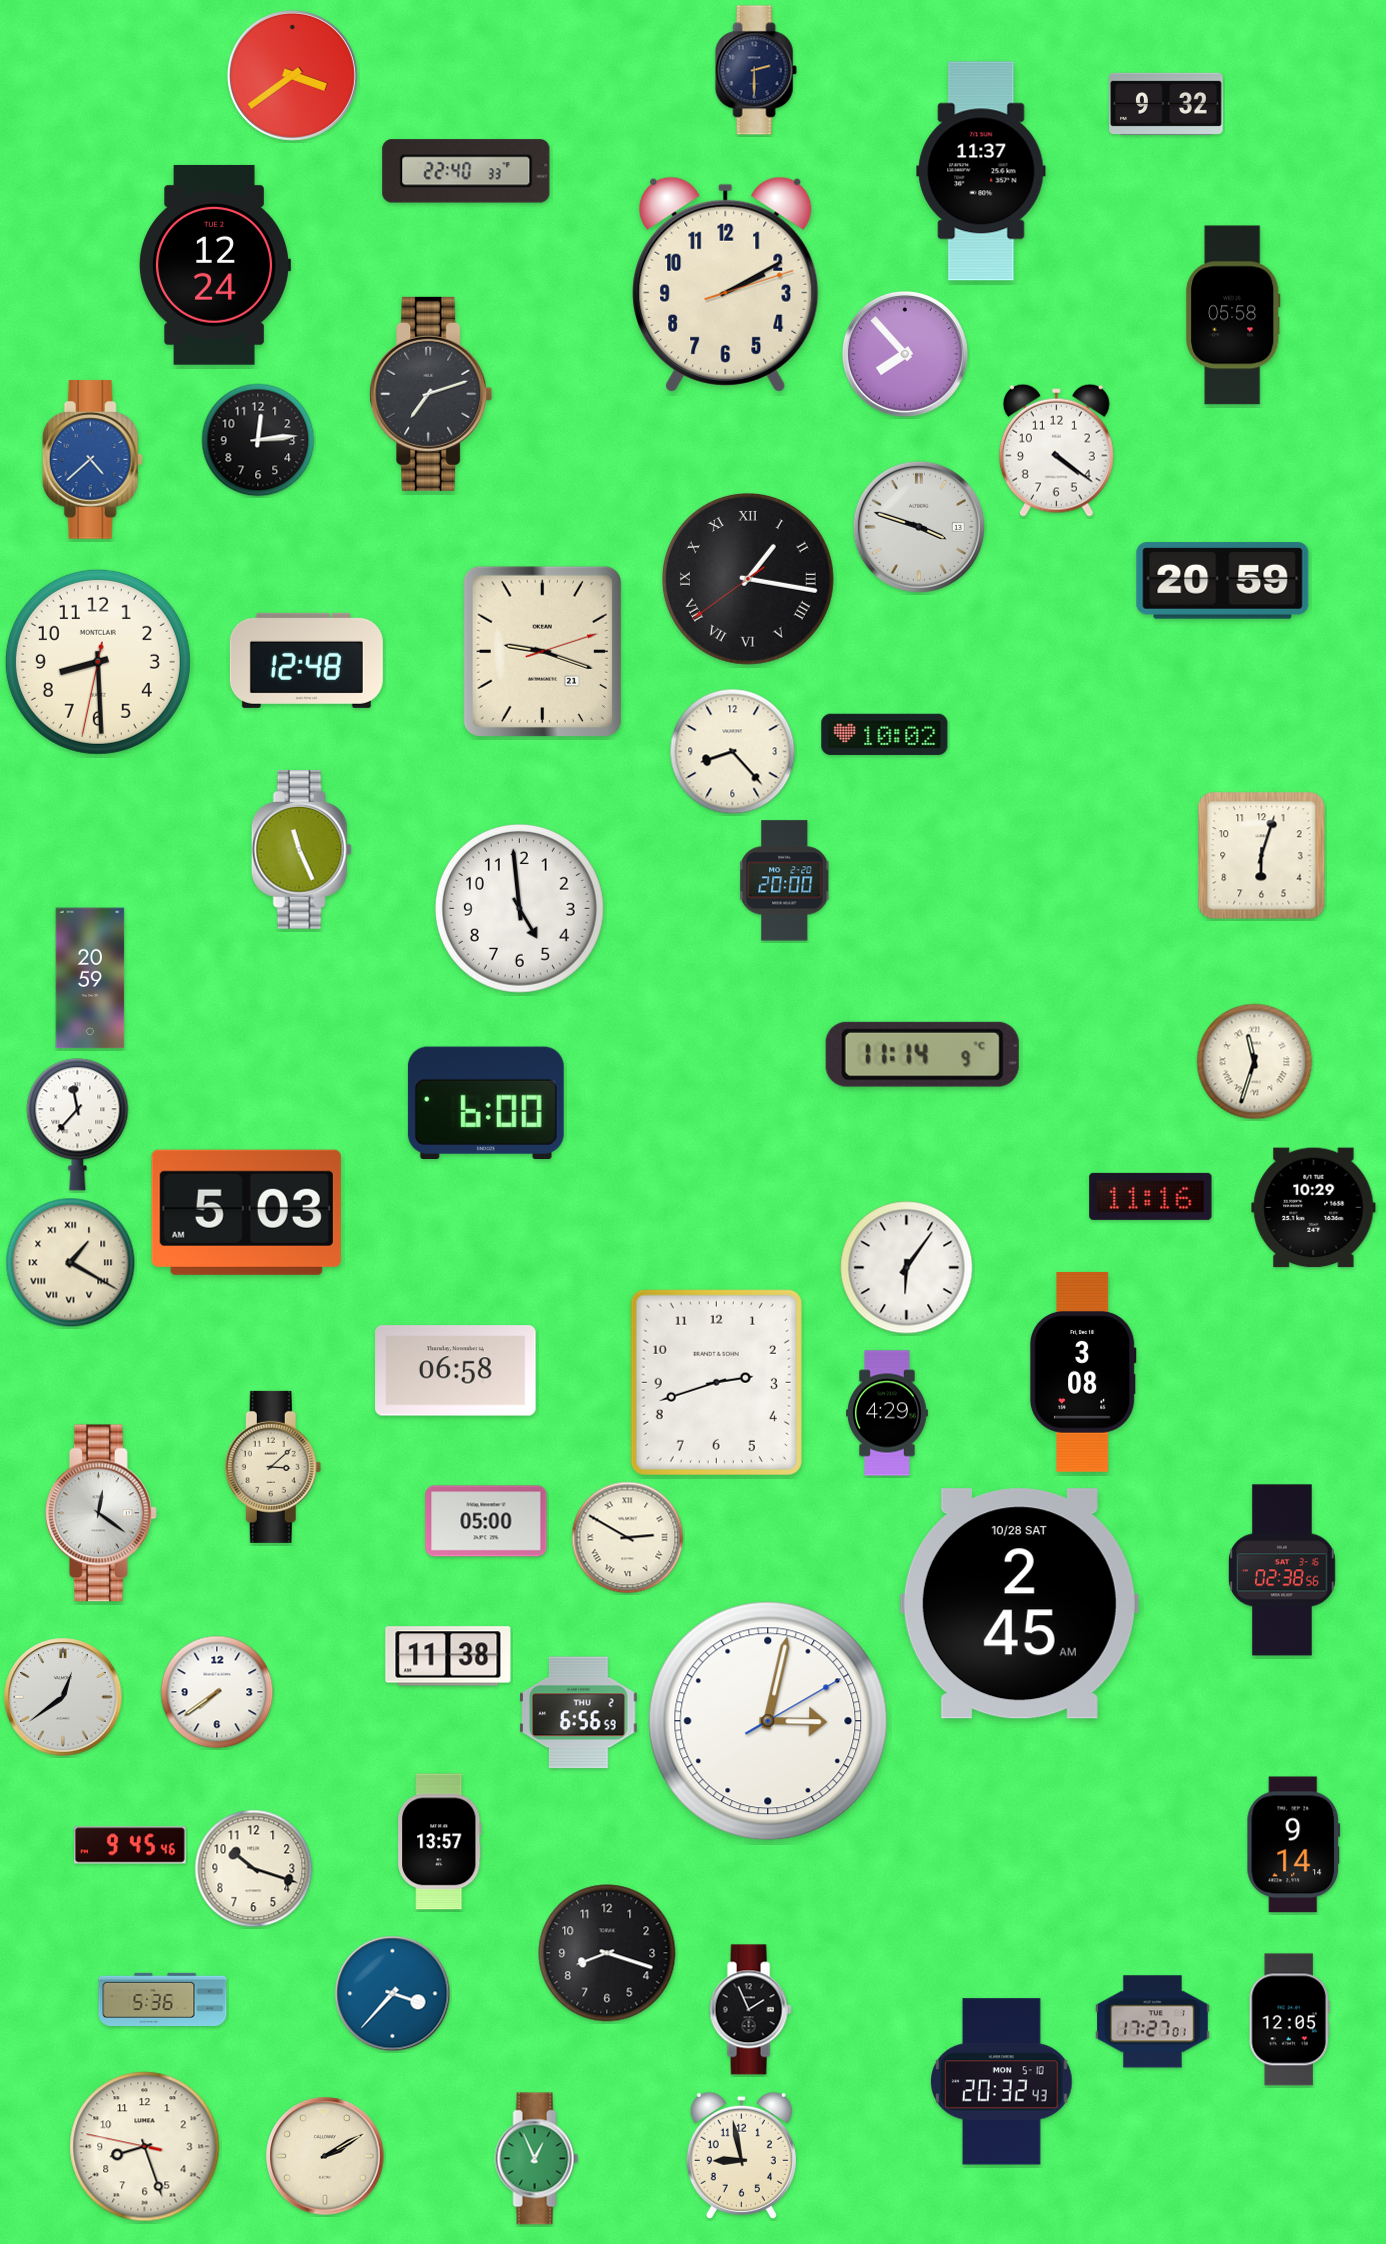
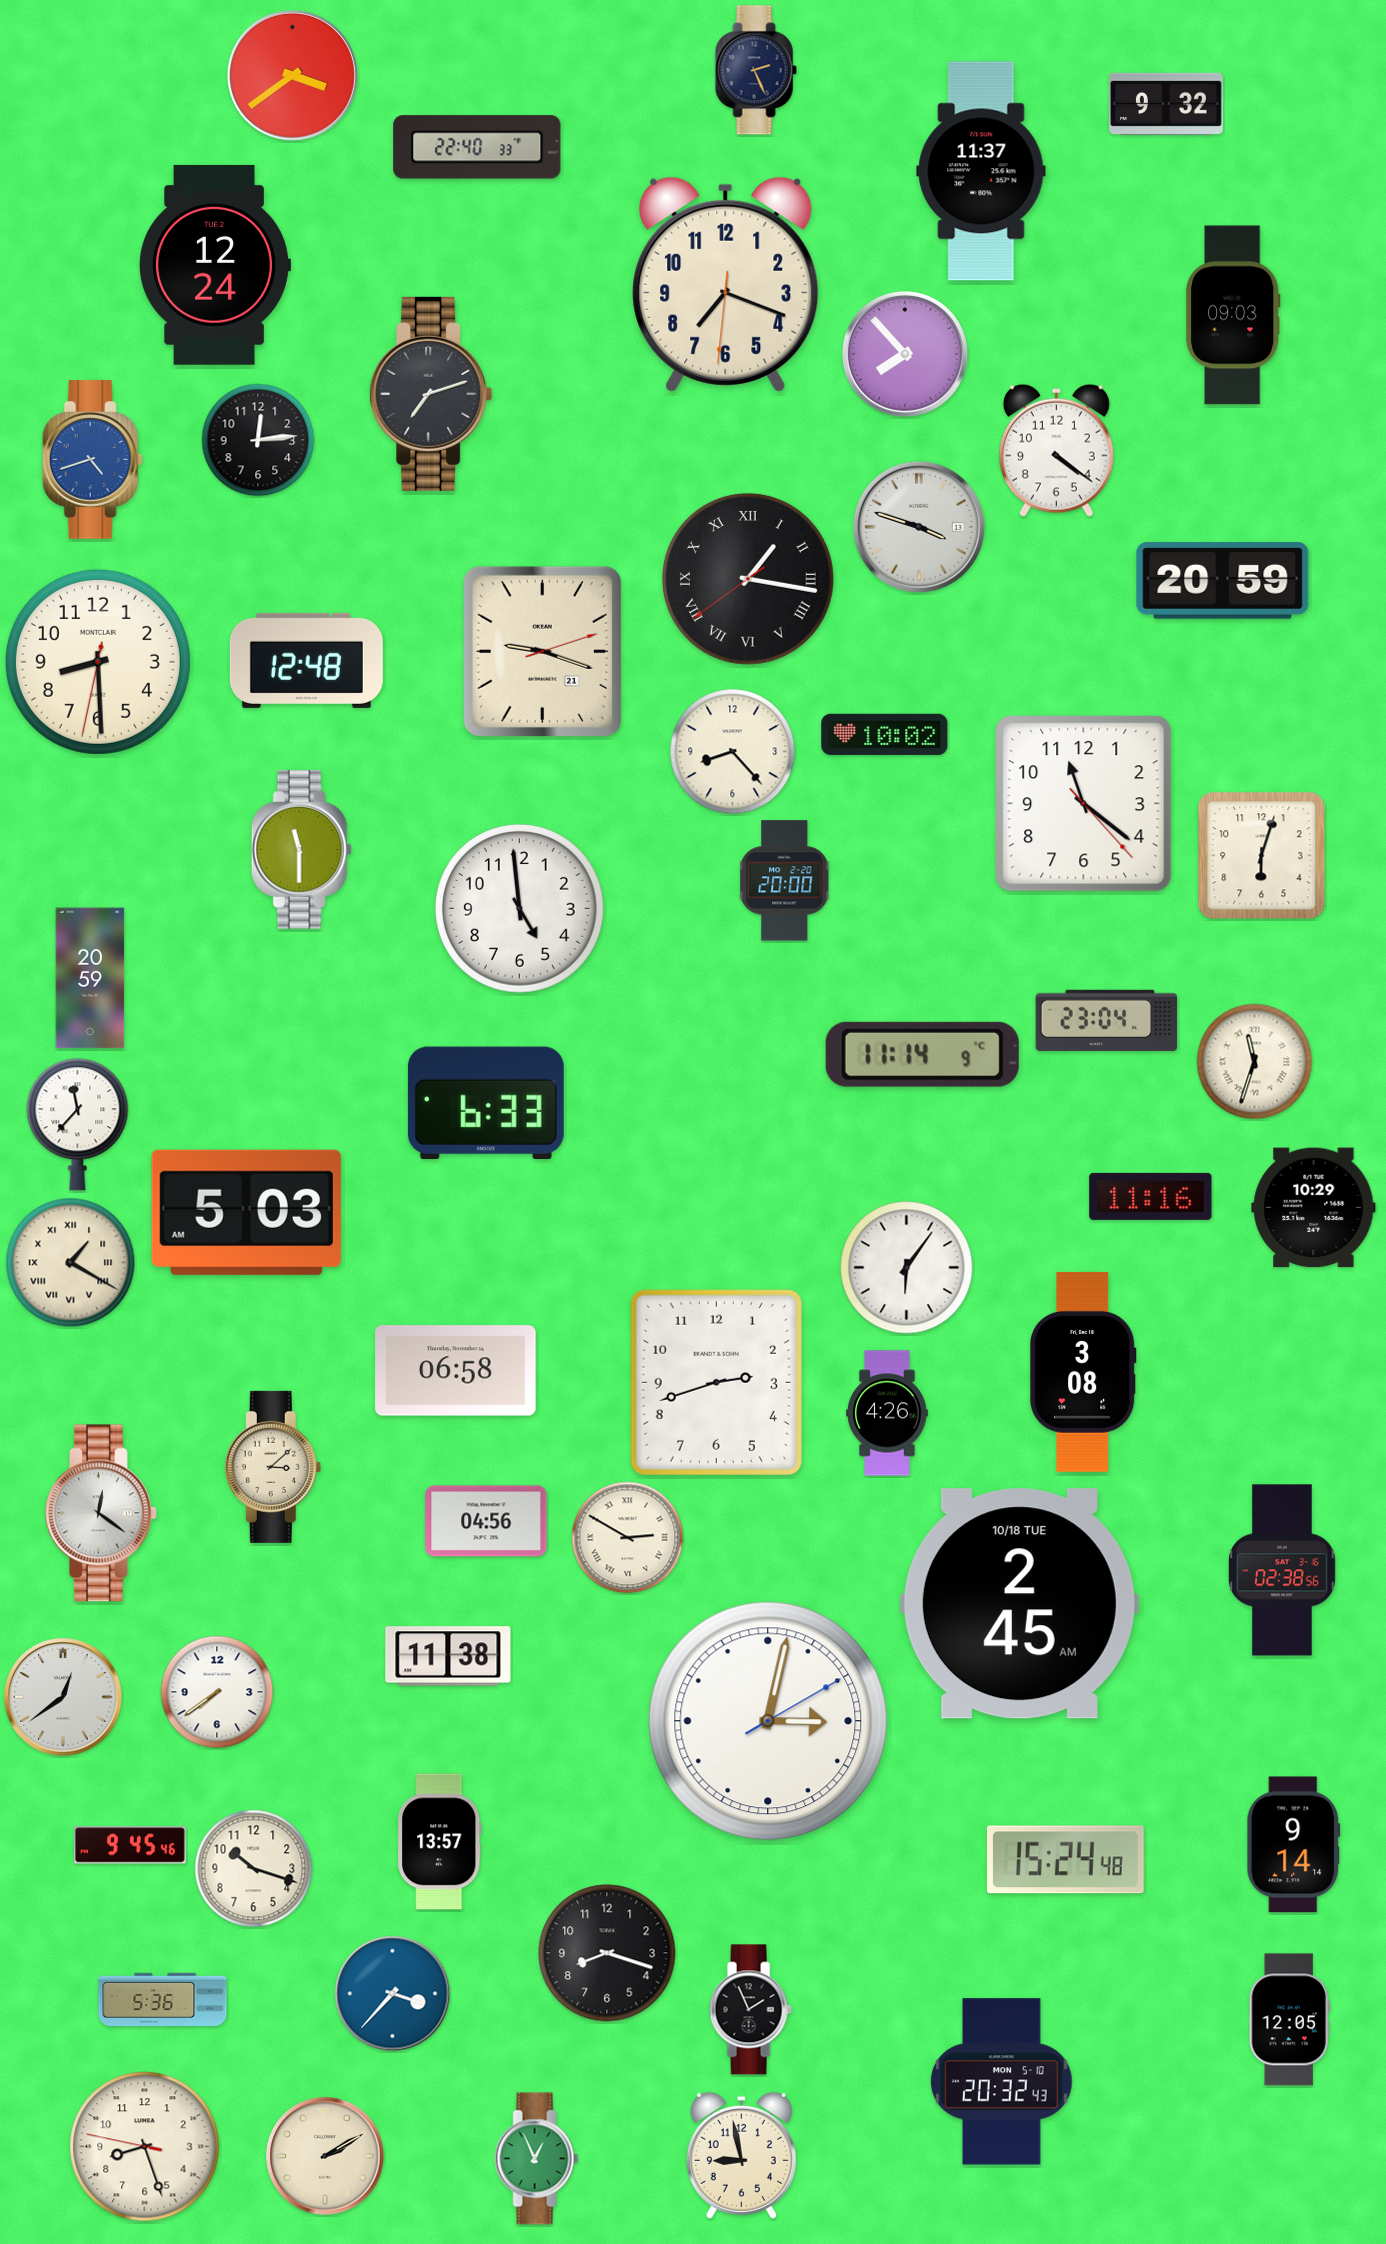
clock at (756, 70): 2:30 -> 2:26
clock at (466, 171) position: (466, 171) -> (477, 147)
clock at (726, 284): 2:10 -> 7:18
clock at (1233, 315): 05:58 -> 09:03
clock at (92, 460): 4:38 -> 4:42
clock at (1084, 804): none -> 11:21
clock at (301, 850): 11:26 -> 11:30
clock at (1107, 1020): none -> 23:04
clock at (486, 1102): 6:00 -> 6:33
clock at (887, 1413): 4:29 -> 4:26
clock at (486, 1521): 05:00 -> 04:56
clock at (1019, 1604) date: 10/28 SAT -> 10/18 TUE
clock at (579, 1713): 6:56 -> none
clock at (1065, 1860): none -> 15:24
clock at (1153, 2022): 17:27 -> none
